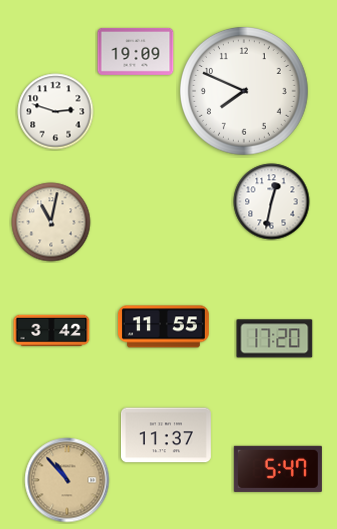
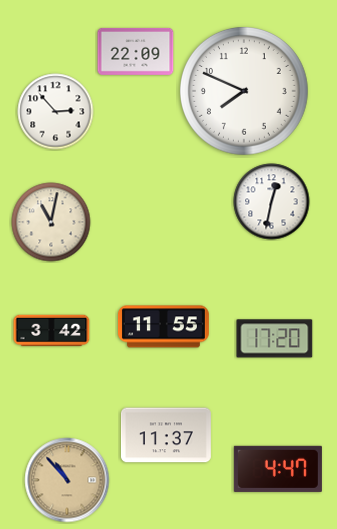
clock at (136, 51): 19:09 -> 22:09
clock at (56, 112): 2:48 -> 2:53
clock at (278, 469): 5:47 -> 4:47
